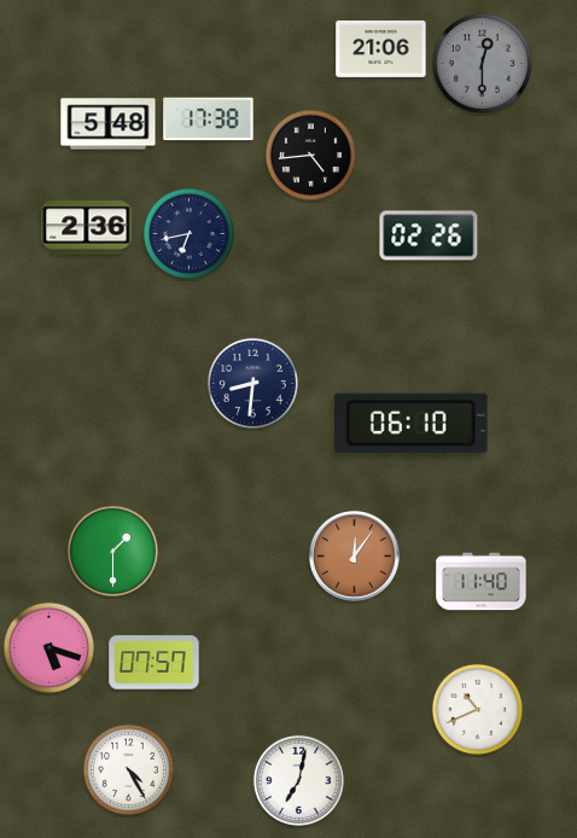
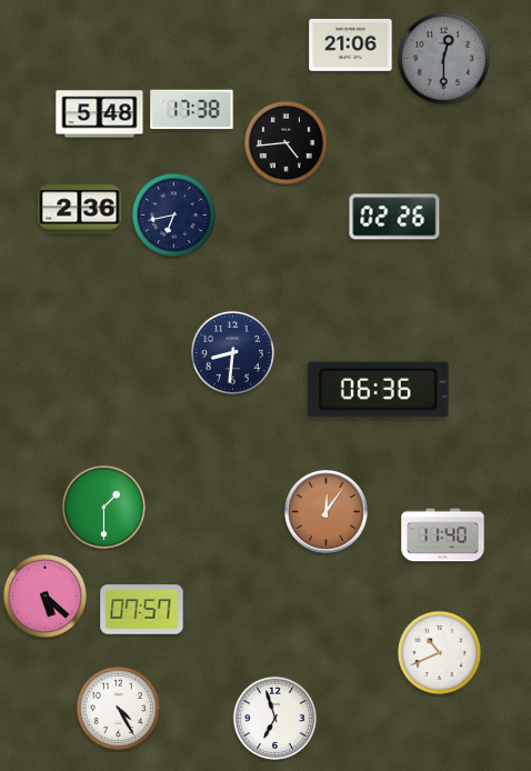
clock at (412, 423): 06:10 -> 06:36
clock at (48, 647): 5:18 -> 5:22
clock at (298, 780): 7:02 -> 6:57
